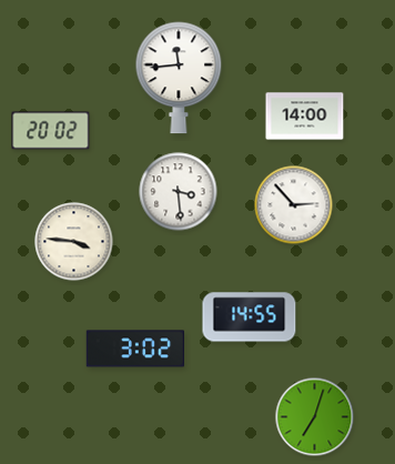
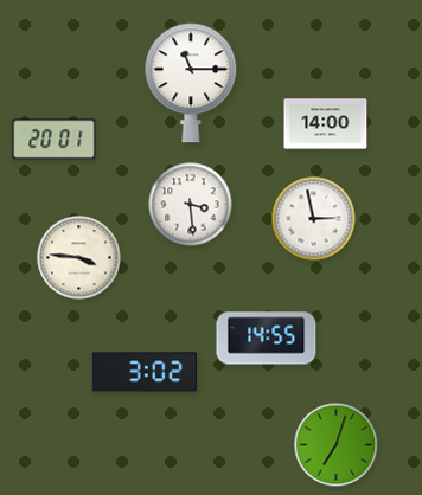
clock at (179, 78): 11:44 -> 11:15
clock at (51, 131): 20:02 -> 20:01
clock at (294, 205): 2:53 -> 2:58
